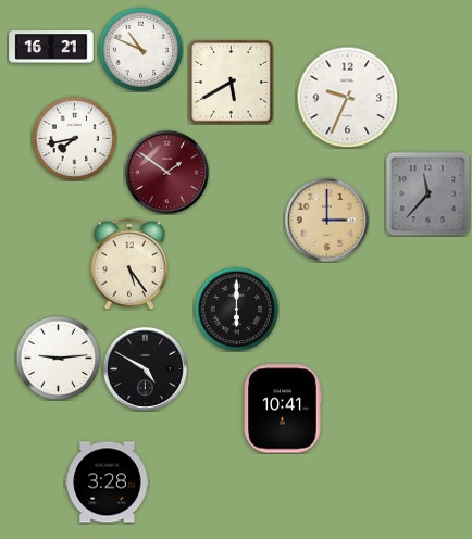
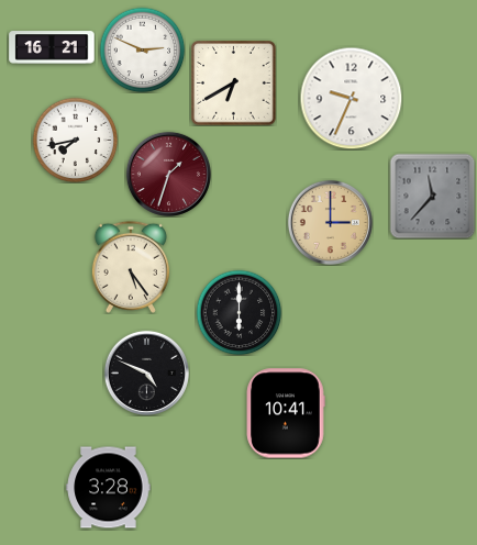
clock at (140, 49): 10:49 -> 2:49
clock at (232, 83): 5:40 -> 6:40
clock at (166, 172): 1:51 -> 1:33
clock at (58, 358): 9:14 -> none
clock at (145, 368): 4:50 -> 4:49
